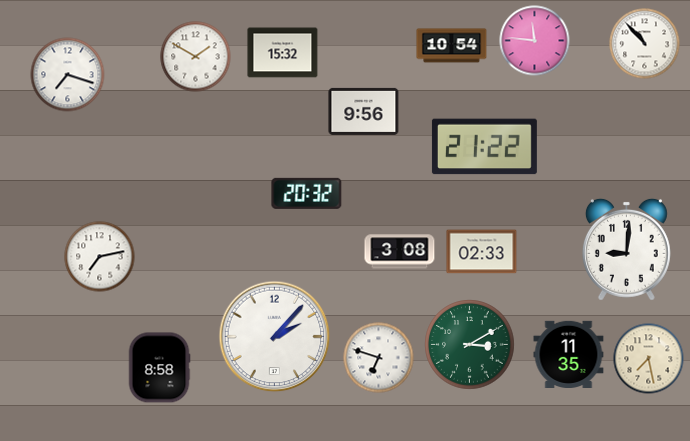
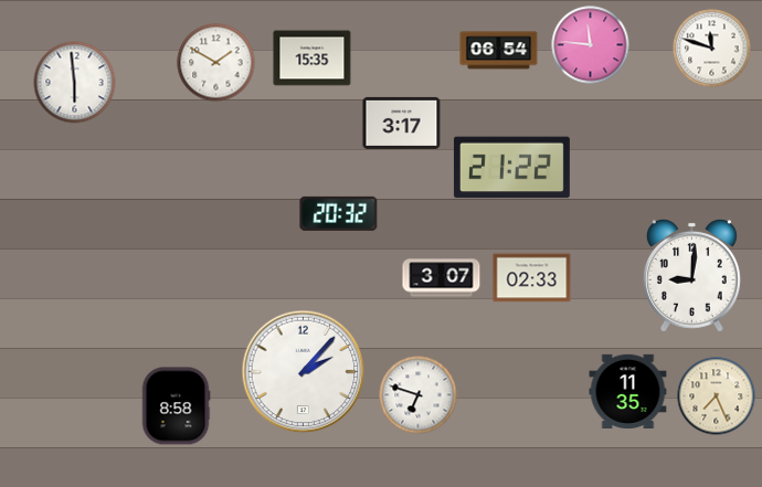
clock at (645, 44): 10:53 -> 11:48
clock at (452, 46): 10:54 -> 06:54
clock at (283, 53): 15:32 -> 15:35
clock at (68, 75): 7:18 -> 5:59
clock at (364, 111): 9:56 -> 3:17
clock at (484, 147) position: (484, 147) -> (511, 168)
clock at (400, 252): 3:08 -> 3:07
clock at (100, 257): 7:13 -> none
clock at (470, 345): 3:10 -> none
clock at (649, 359): 7:28 -> 7:26
